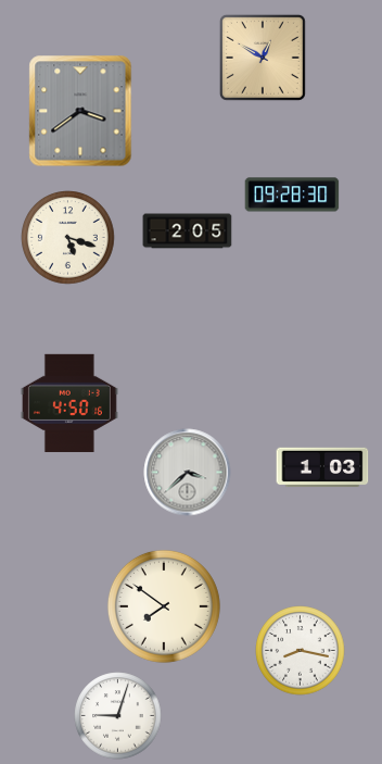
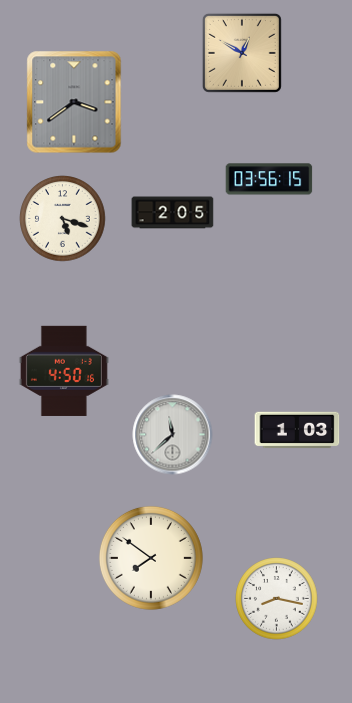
clock at (292, 195): 09:28 -> 03:56
clock at (188, 473): 3:38 -> 11:38
clock at (118, 716): 9:03 -> none
